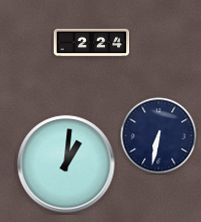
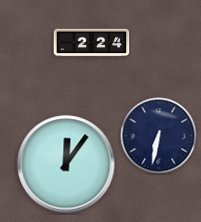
clock at (66, 164): 1:01 -> 12:06
